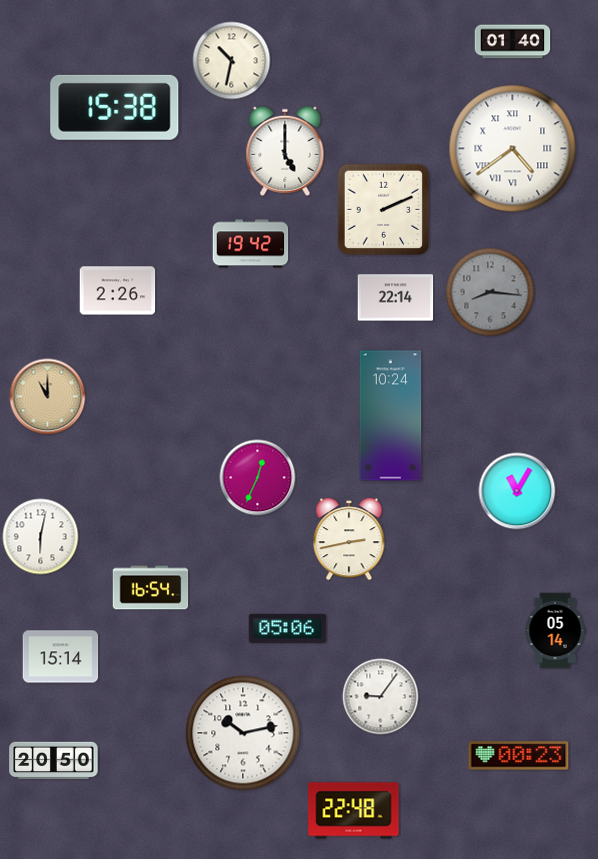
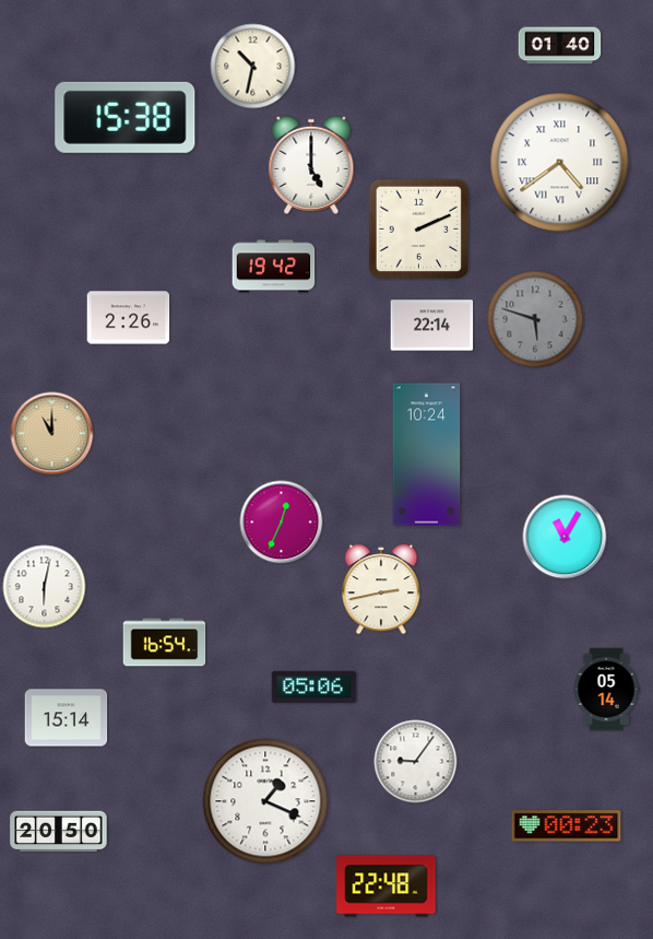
clock at (490, 292): 8:16 -> 5:48
clock at (243, 733): 10:13 -> 1:19
